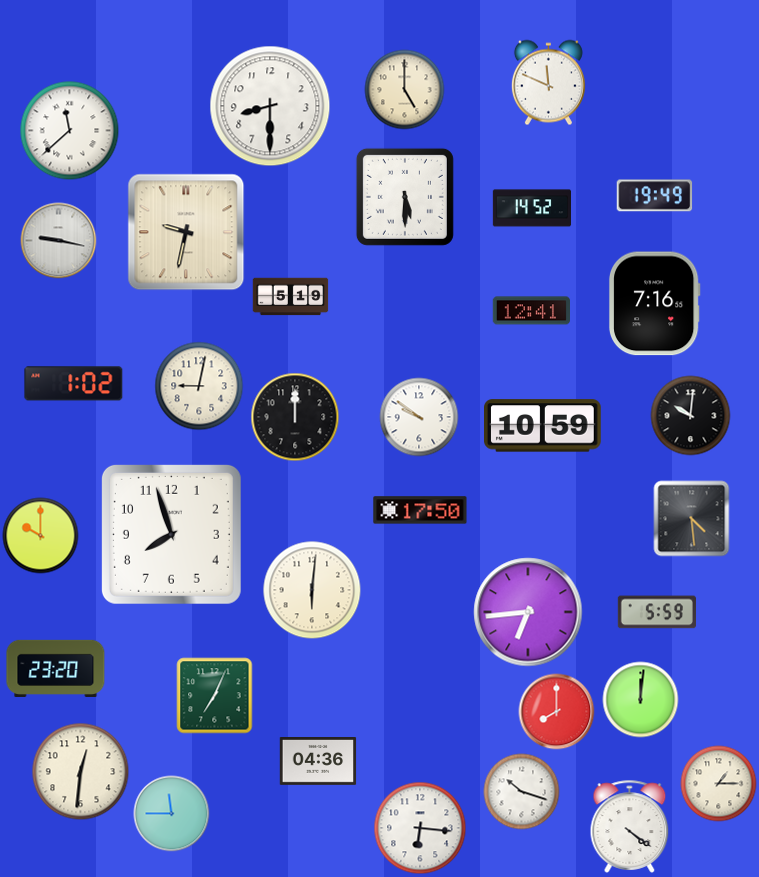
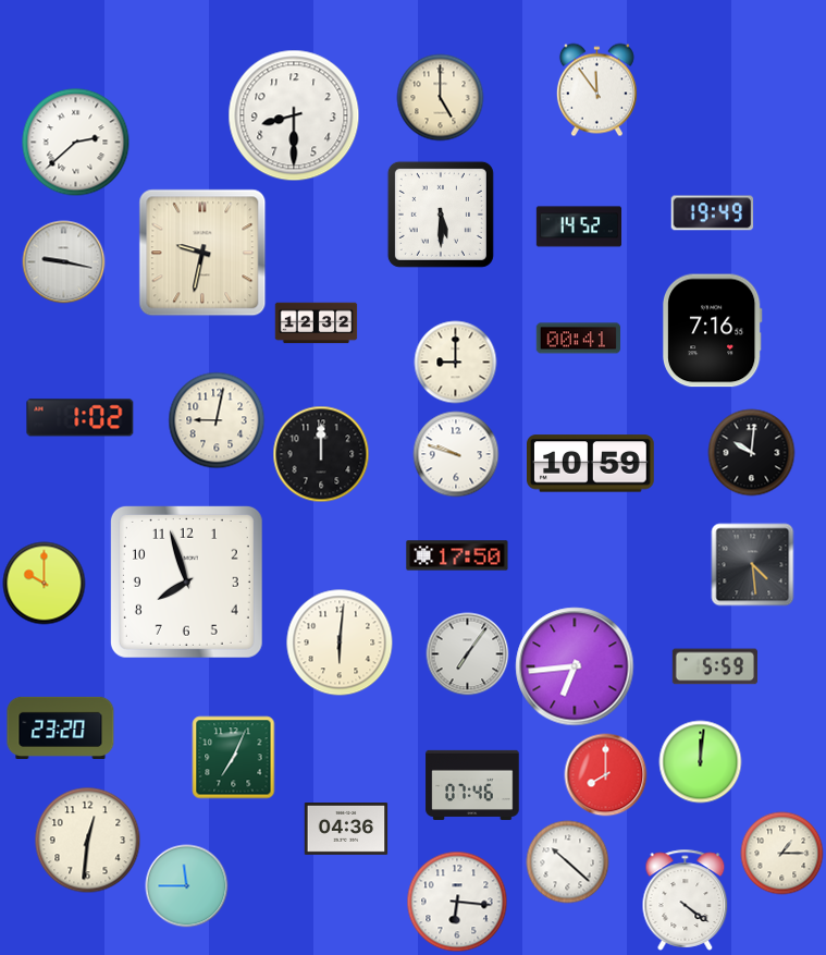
clock at (548, 83): 11:49 -> 11:54
clock at (70, 131): 11:38 -> 2:38
clock at (291, 297): 5:19 -> 12:32
clock at (531, 311): 12:41 -> 00:41
clock at (456, 363): none -> 9:00
clock at (419, 417): 9:51 -> 9:48
clock at (468, 654): none -> 7:06
clock at (641, 700) position: (641, 700) -> (701, 762)
clock at (472, 785): none -> 07:46
clock at (522, 792): 10:18 -> 10:22
